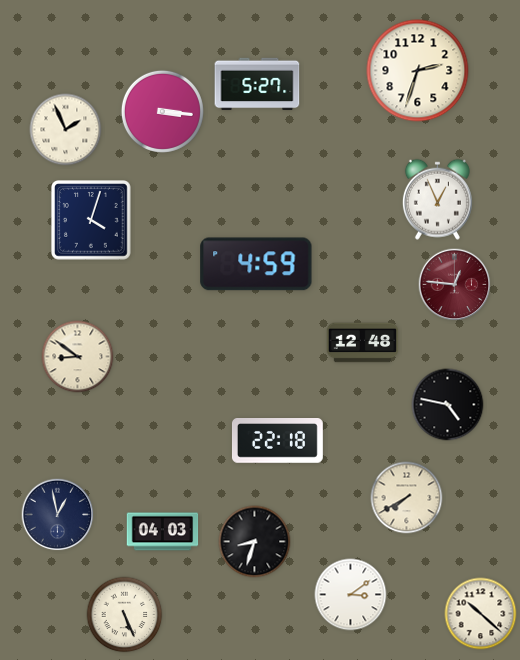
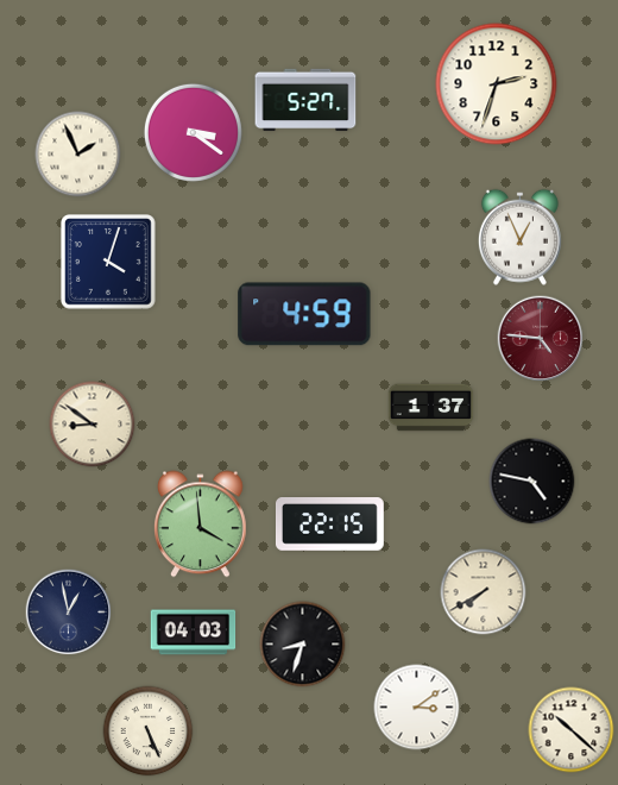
clock at (162, 111): 3:16 -> 3:21
clock at (455, 285): 12:46 -> 4:46
clock at (363, 343): 12:48 -> 1:37
clock at (201, 525): none -> 3:59
clock at (277, 441): 22:18 -> 22:15
